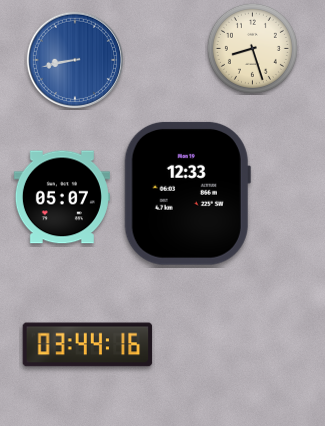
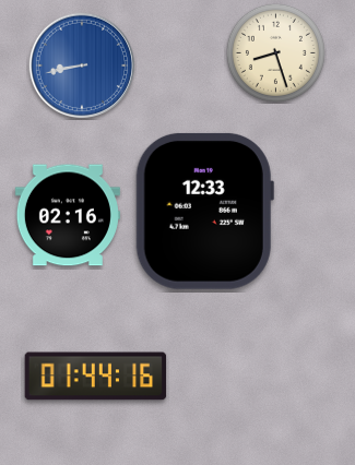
clock at (62, 197): 05:07 -> 02:16
clock at (88, 345): 03:44 -> 01:44
